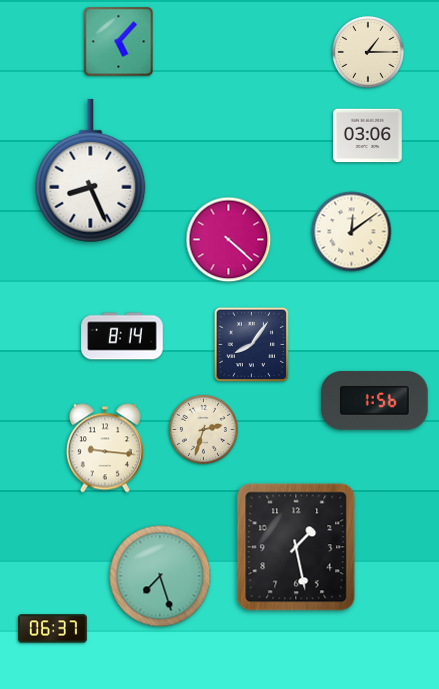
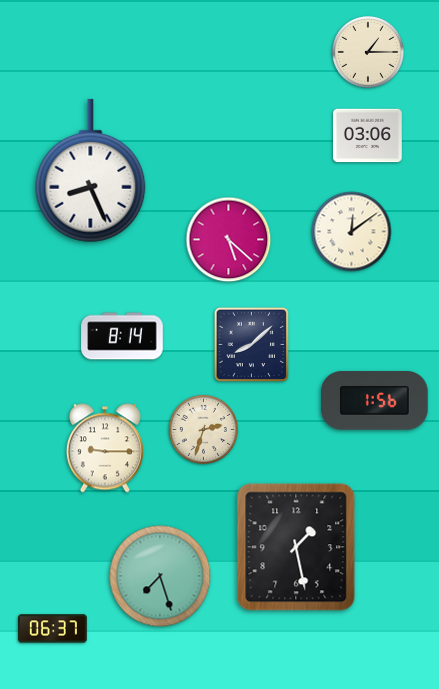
clock at (119, 42): 5:07 -> none
clock at (229, 240): 4:22 -> 5:22
clock at (252, 345): 8:06 -> 8:08
clock at (105, 448): 9:16 -> 9:15
